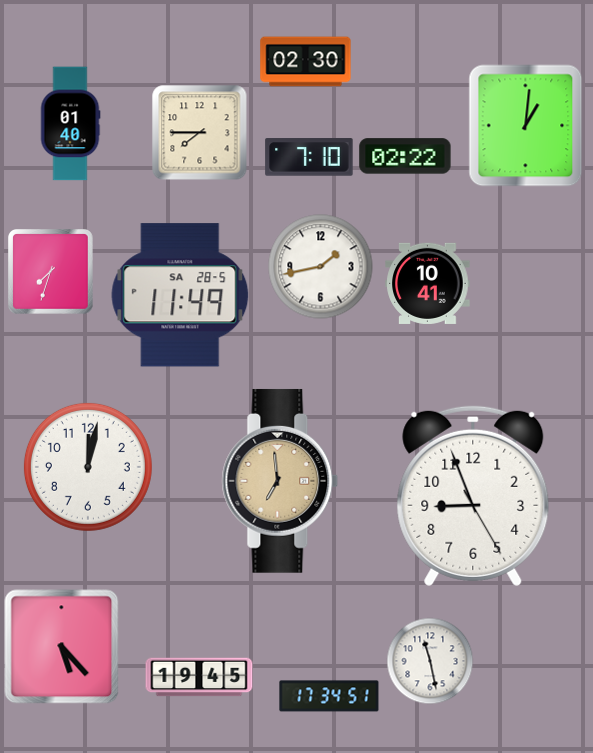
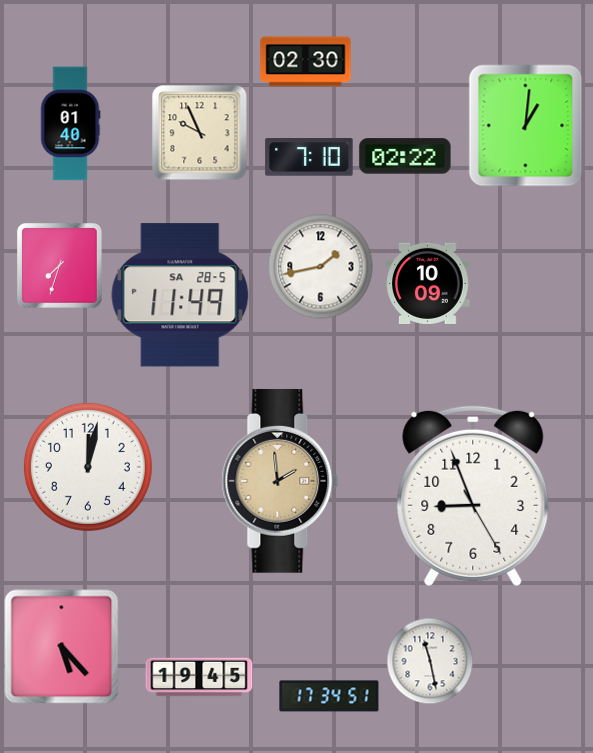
clock at (200, 133): 7:45 -> 9:56
clock at (51, 272) position: (51, 272) -> (60, 266)
clock at (428, 283): 10:41 -> 10:09
clock at (280, 481): 6:59 -> 1:59
